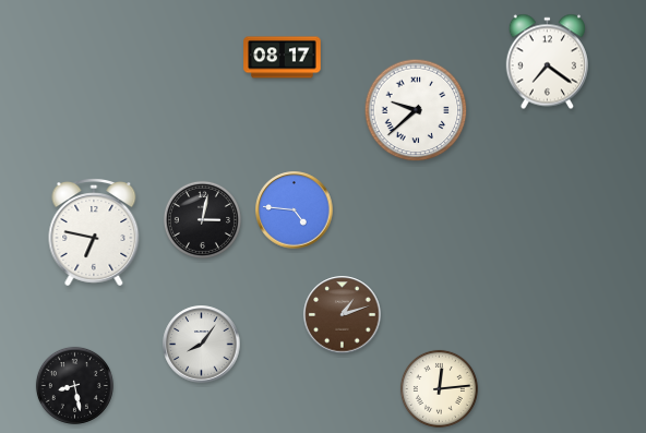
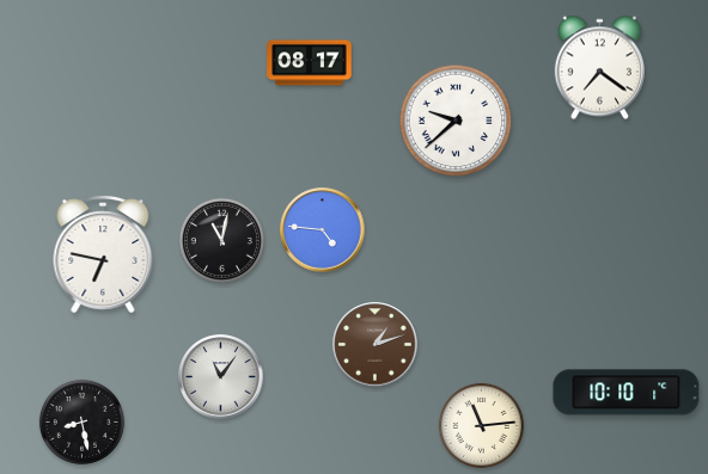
clock at (202, 219): 3:02 -> 11:02
clock at (202, 345): 8:06 -> 11:06
clock at (627, 393): none -> 10:10
clock at (439, 388): 12:14 -> 11:14
